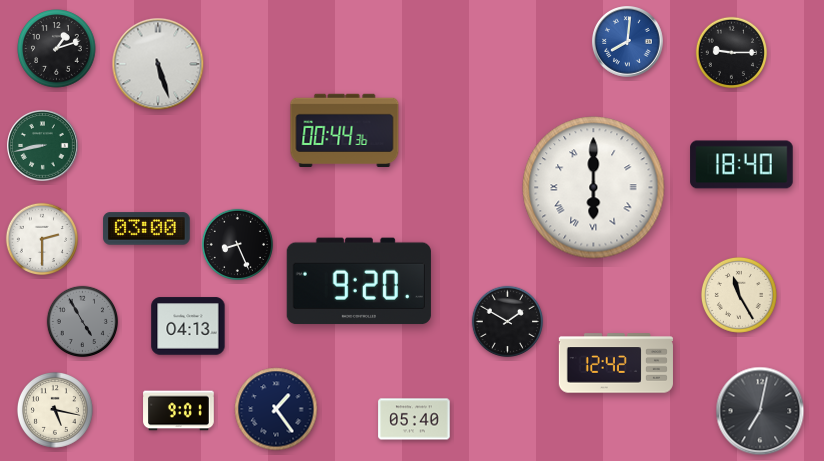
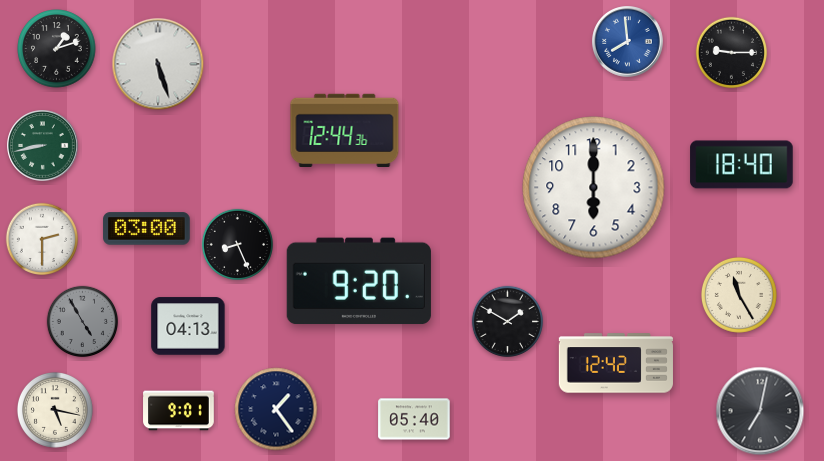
clock at (628, 42): 8:01 -> 7:59
clock at (345, 130): 00:44 -> 12:44
clock at (594, 188) numerals: Roman -> Arabic
